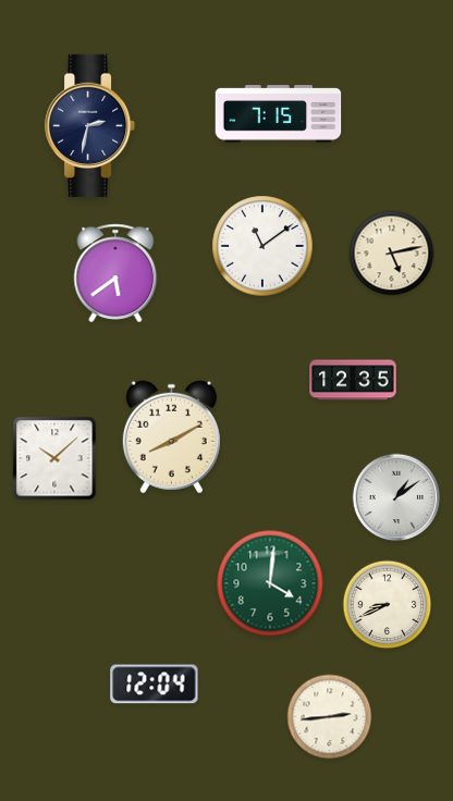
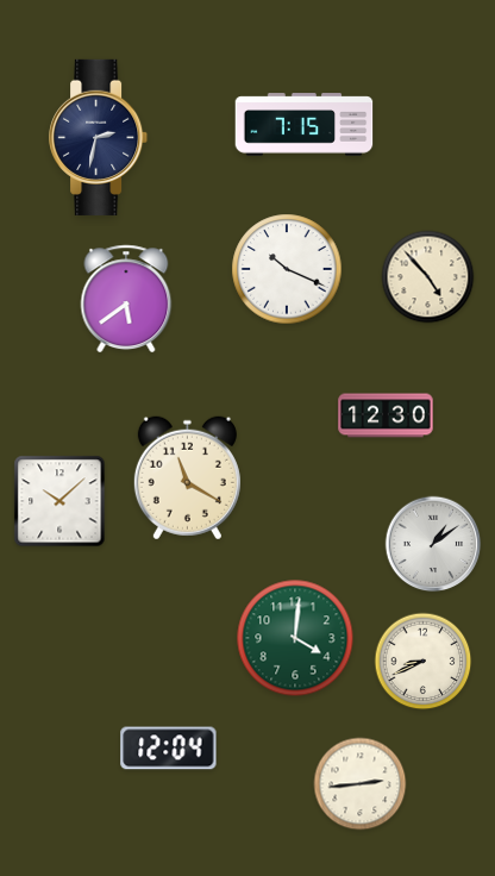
clock at (262, 246): 11:09 -> 10:19
clock at (392, 254): 5:13 -> 4:53
clock at (353, 380): 12:35 -> 12:30
clock at (171, 438): 8:10 -> 11:20
